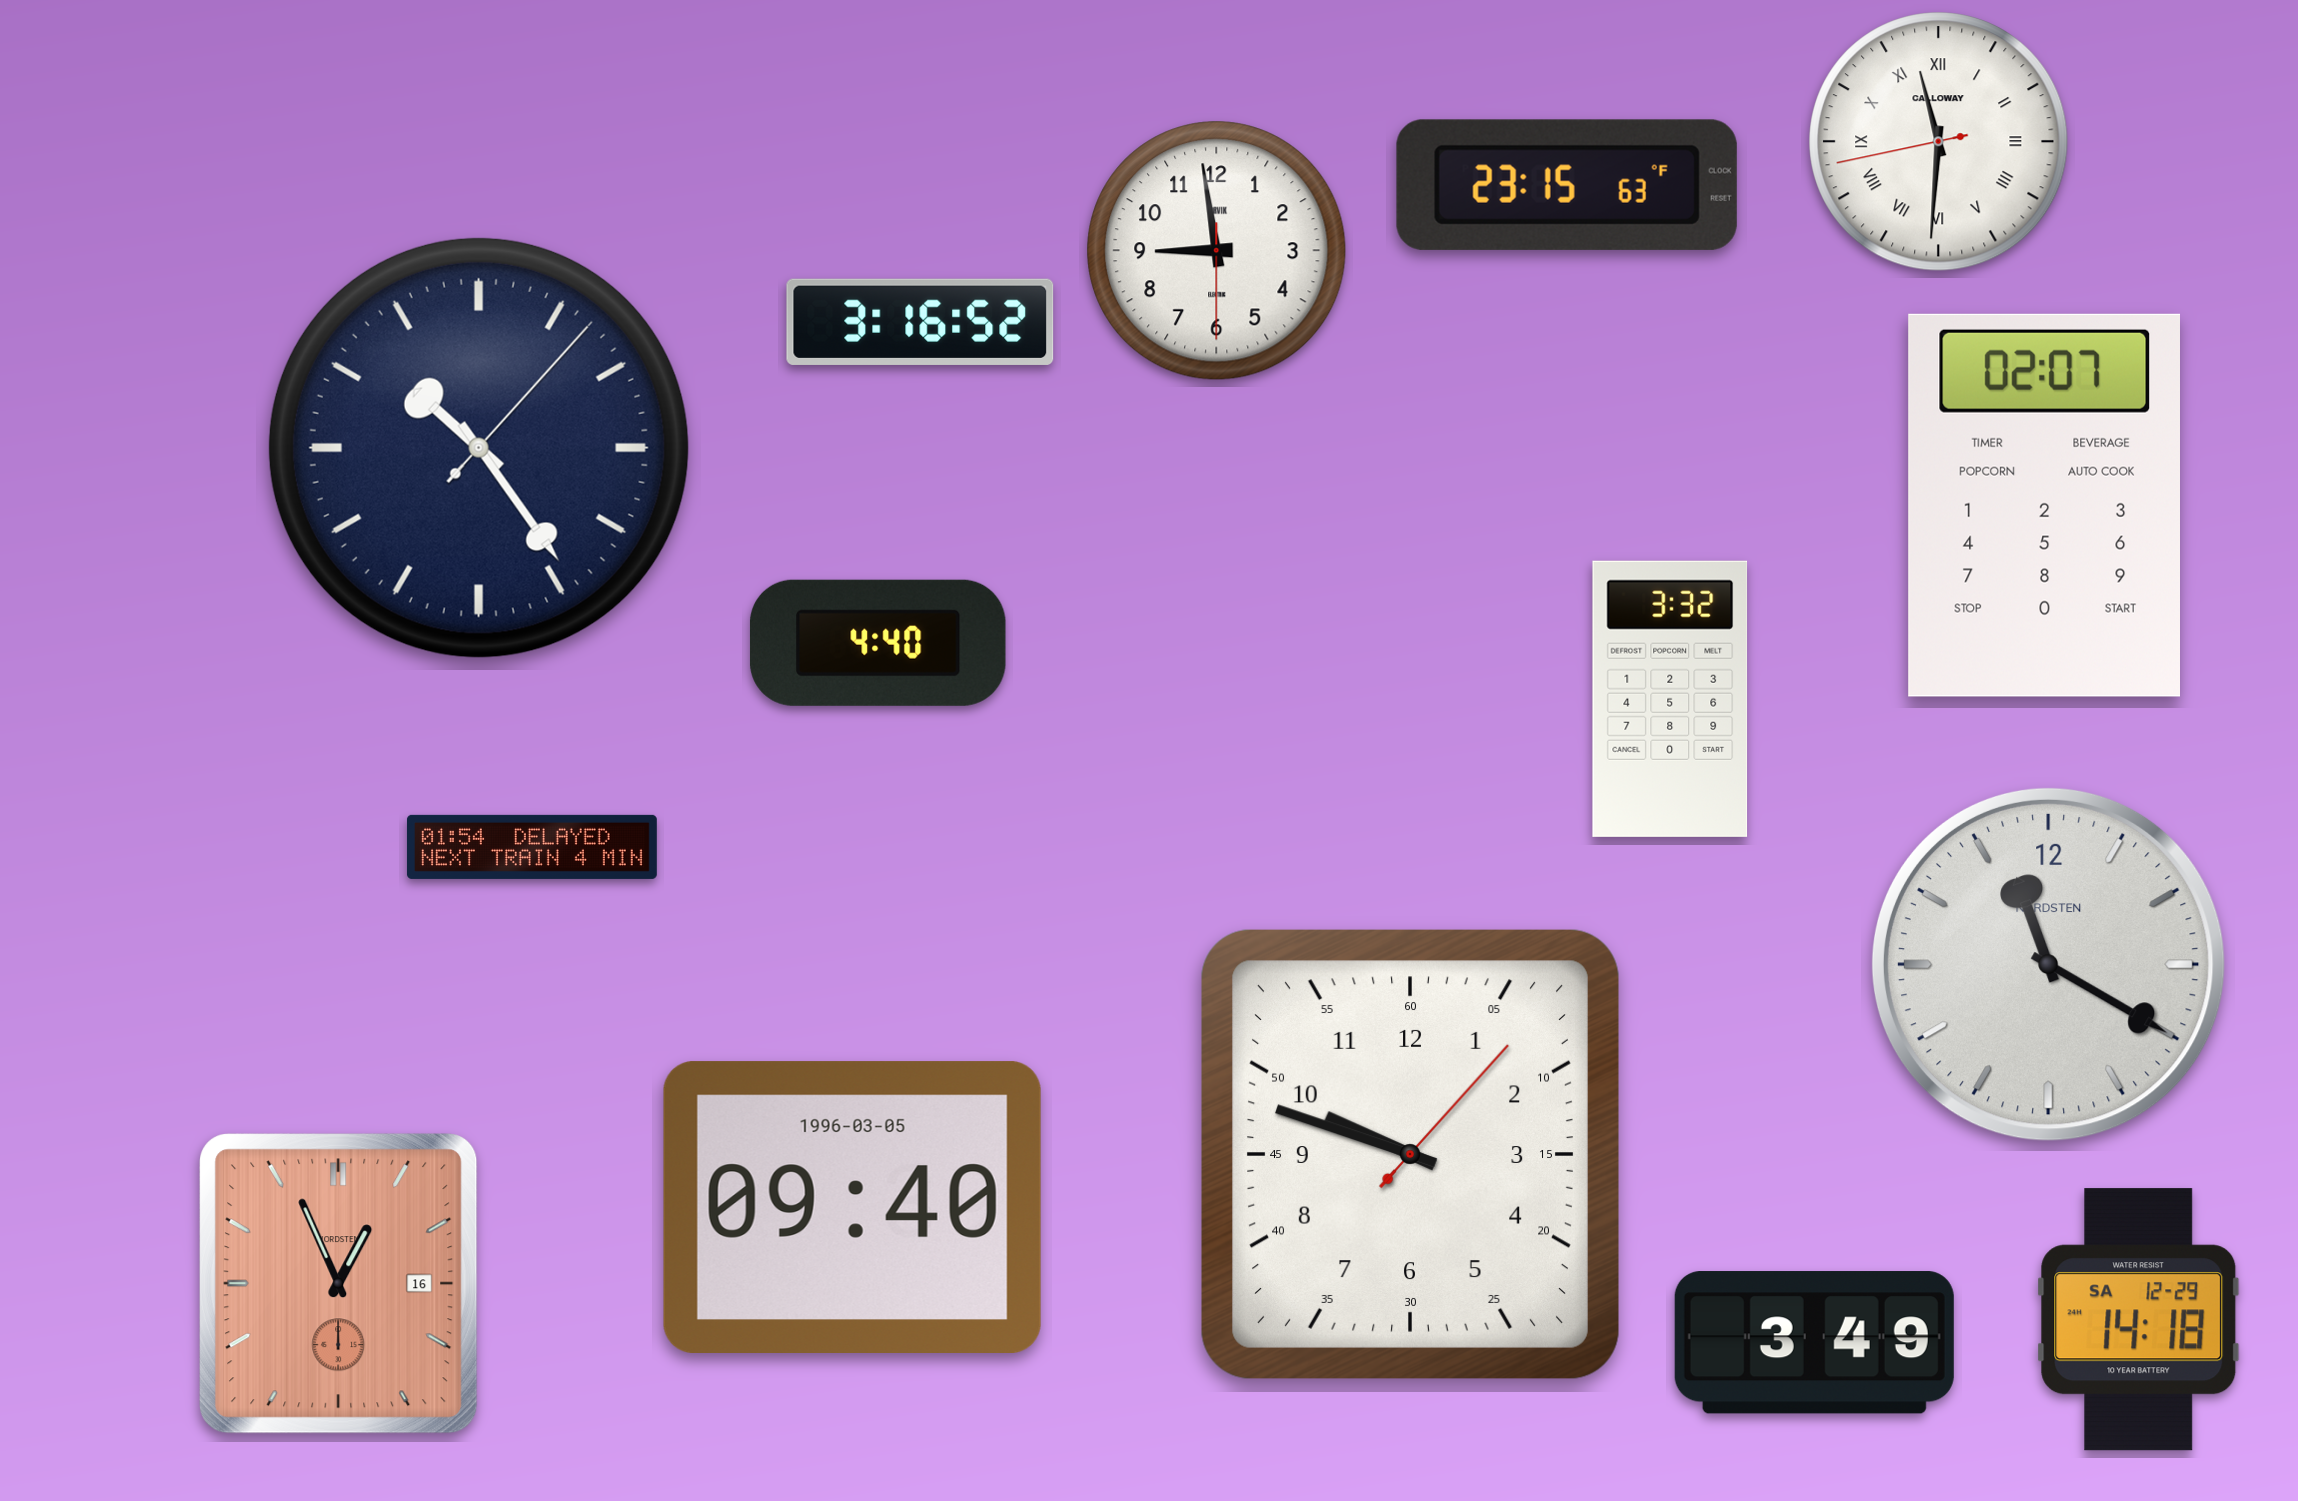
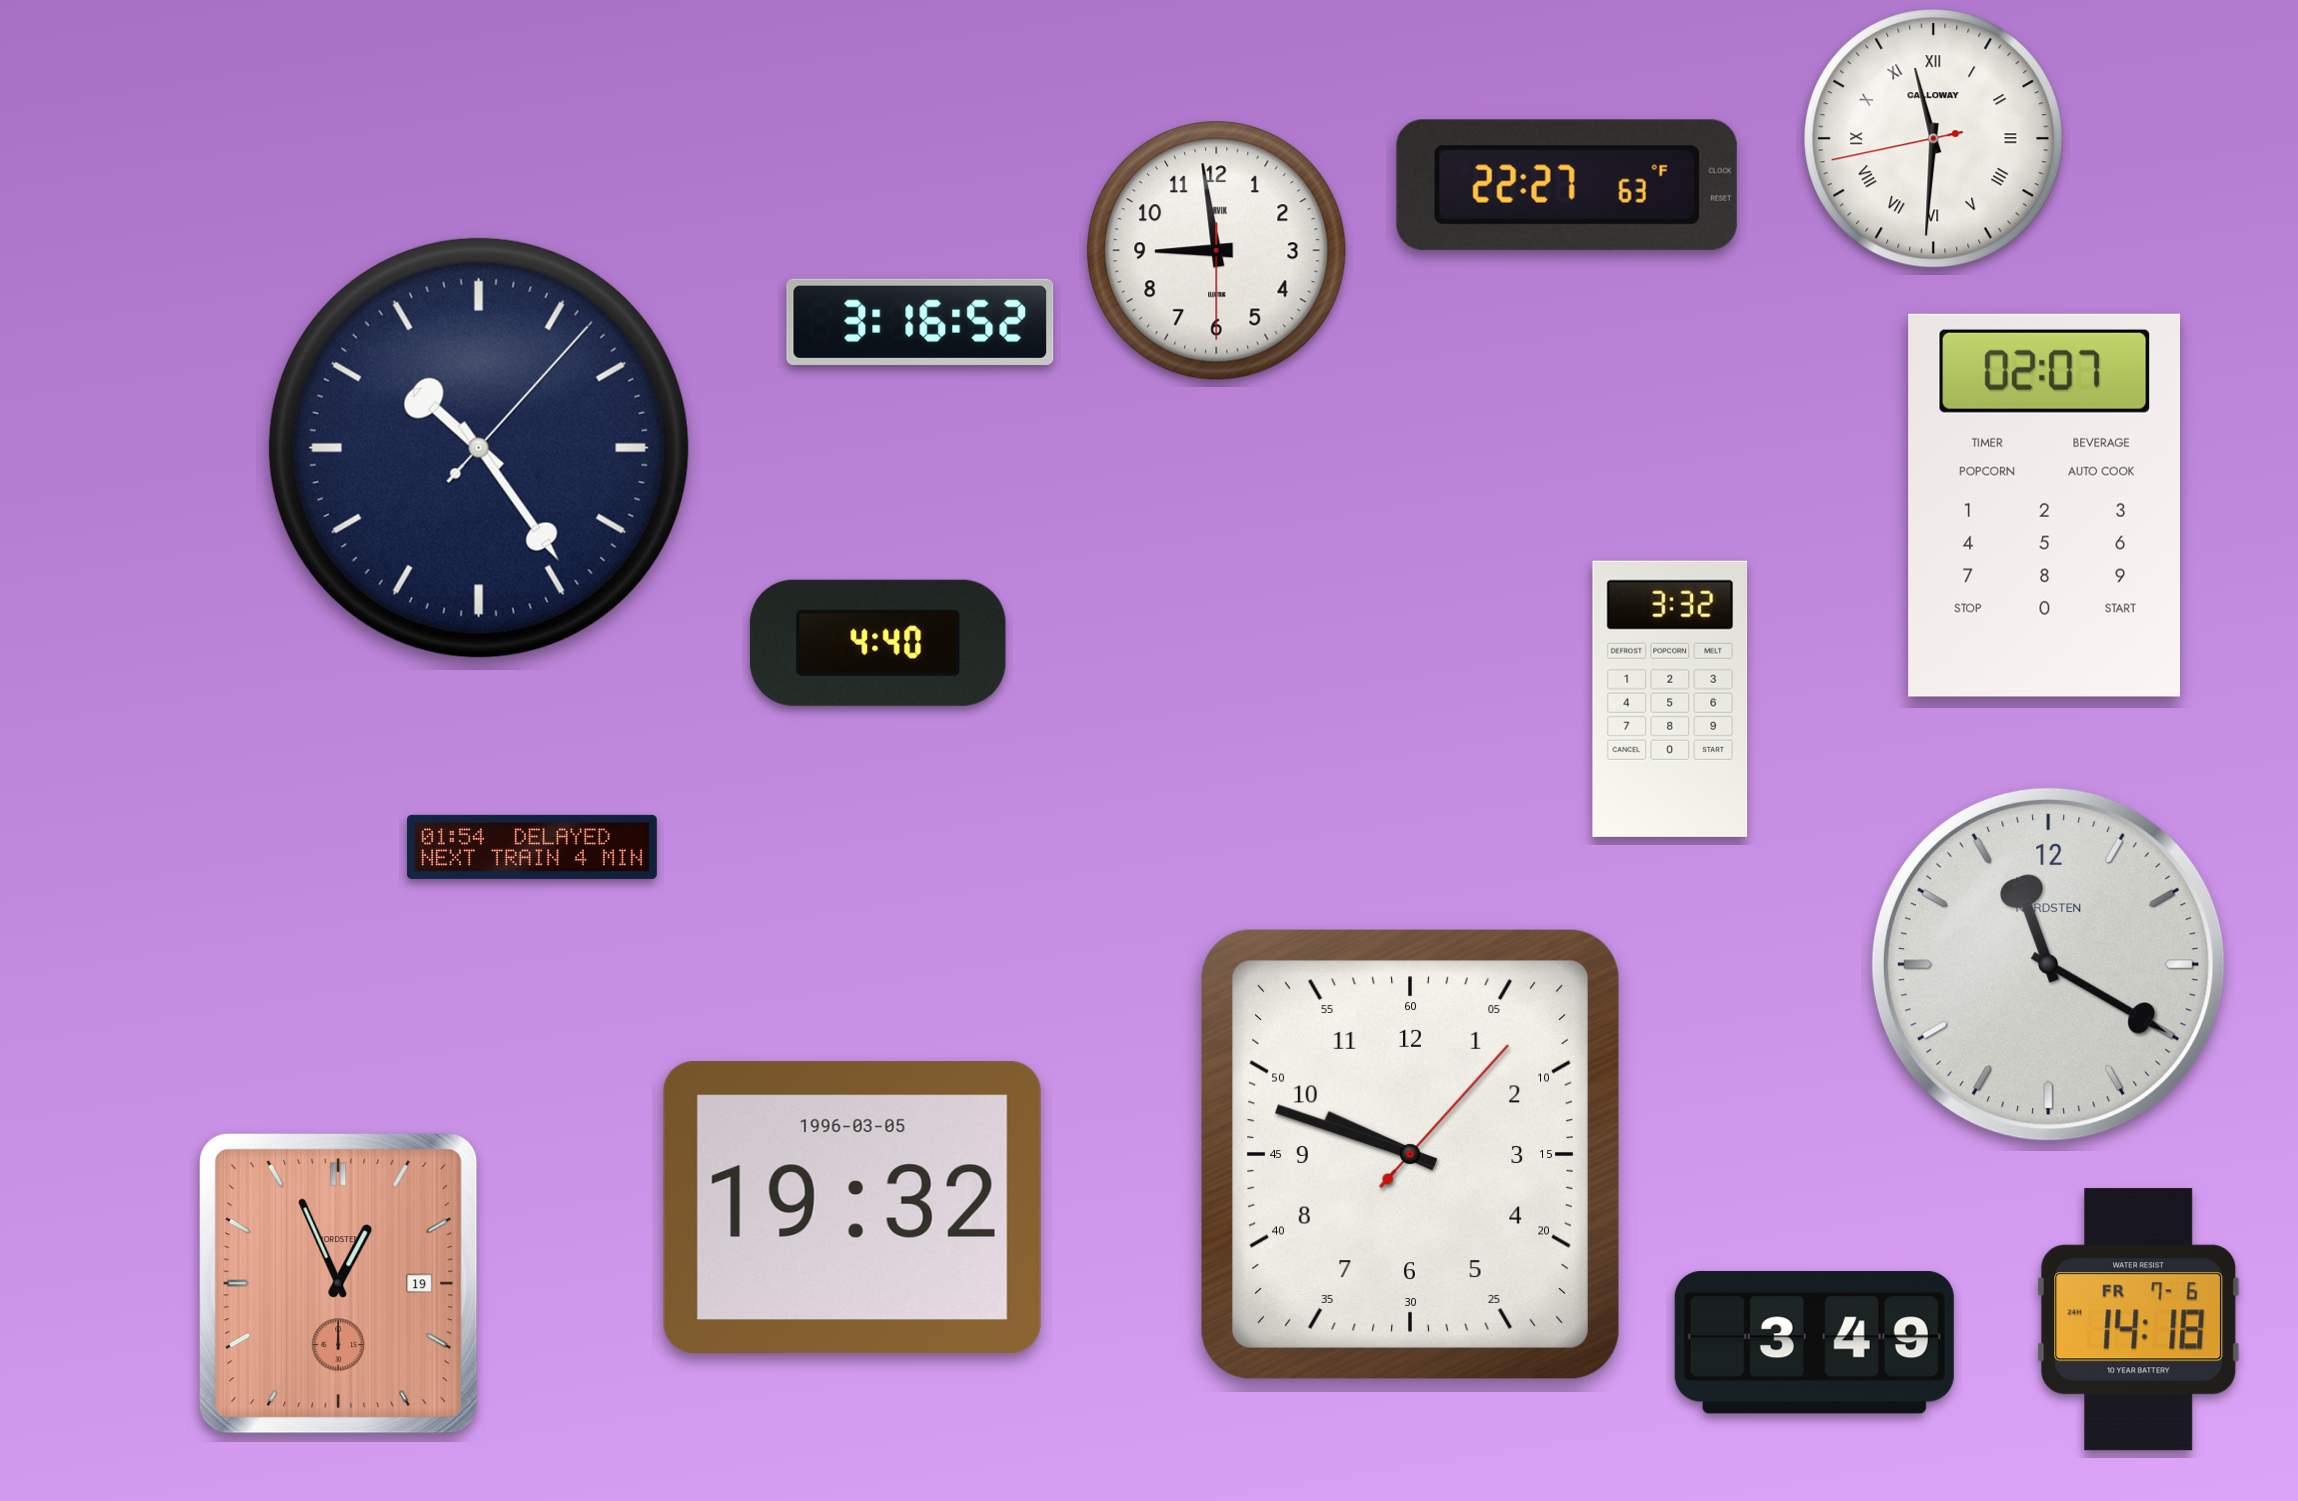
clock at (1939, 142) position: (1939, 142) -> (1934, 139)
clock at (1567, 185): 23:15 -> 22:27
clock at (852, 1207): 09:40 -> 19:32
clock at (339, 1284) date: 16 -> 19
clock at (2139, 1320) date: SA 12-29 -> FR 7-6
